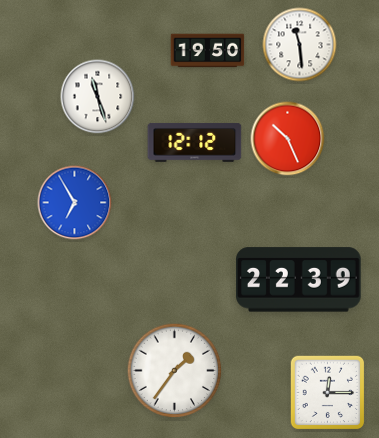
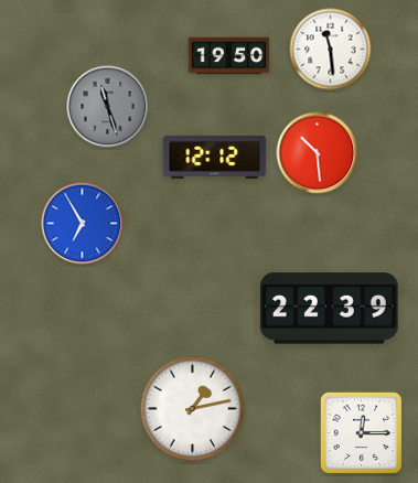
clock at (98, 97) dial: white -> grey
clock at (288, 139): 10:26 -> 10:29
clock at (175, 371): 1:36 -> 1:13
